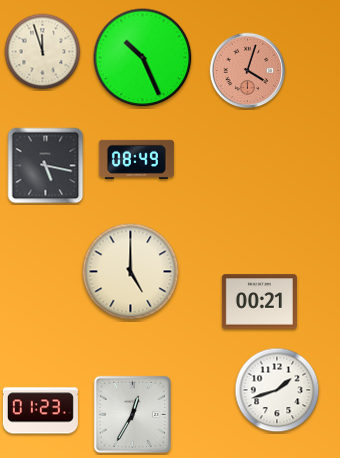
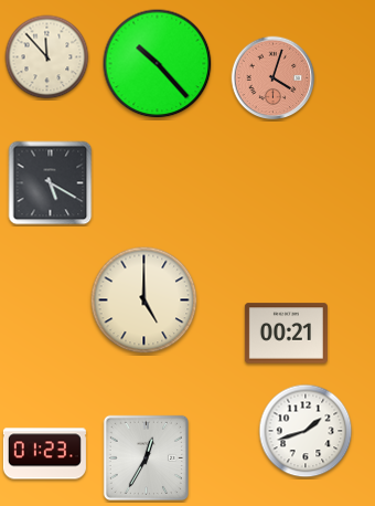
clock at (43, 52): 11:57 -> 11:53
clock at (143, 58): 10:26 -> 10:23
clock at (136, 159): 08:49 -> none
clock at (46, 166): 5:17 -> 5:20
